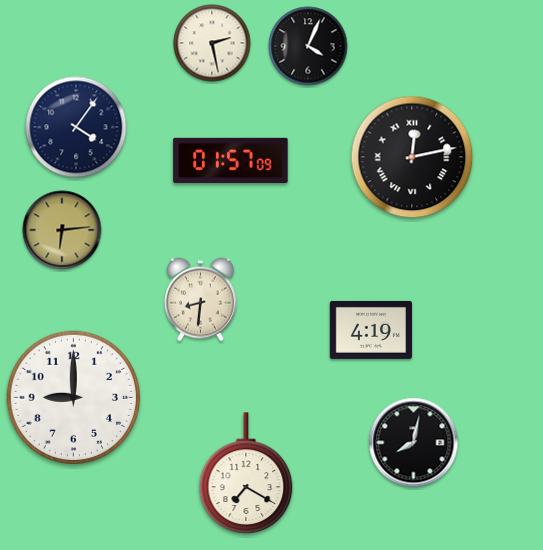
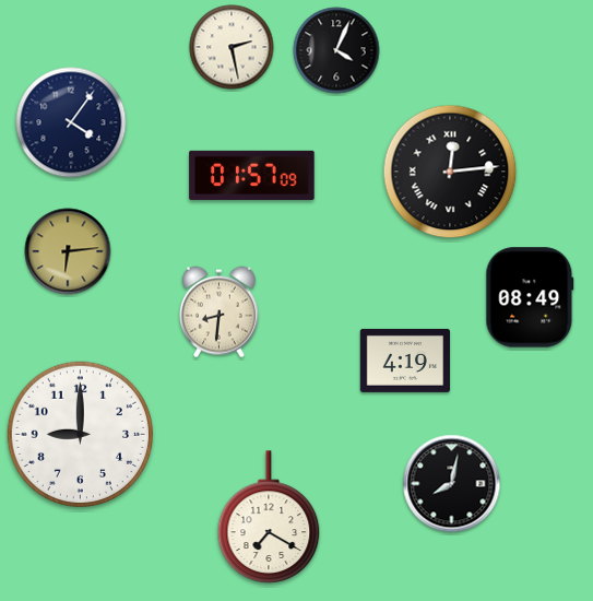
clock at (76, 127) position: (76, 127) -> (71, 122)
clock at (412, 157): 12:13 -> 12:14
clock at (530, 297): none -> 08:49
clock at (200, 300) position: (200, 300) -> (218, 313)
